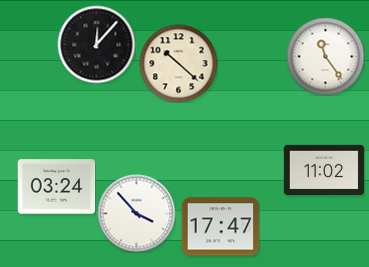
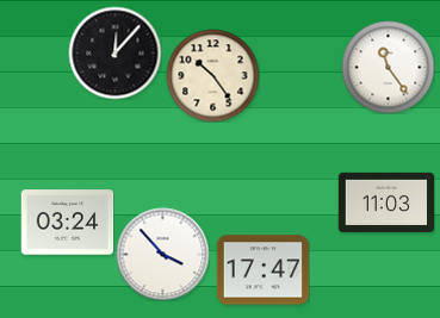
clock at (178, 63): 10:22 -> 10:24
clock at (324, 169): 11:02 -> 11:03
